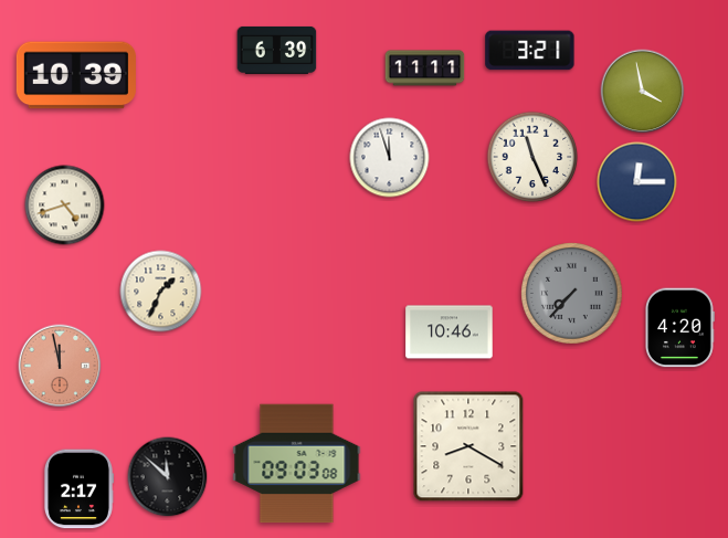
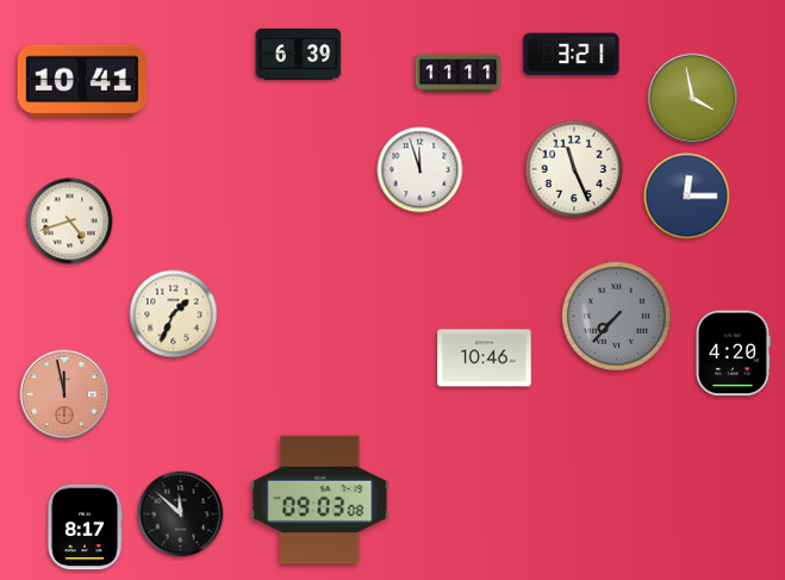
clock at (76, 75): 10:39 -> 10:41
clock at (468, 446): 8:20 -> none
clock at (78, 489): 2:17 -> 8:17
